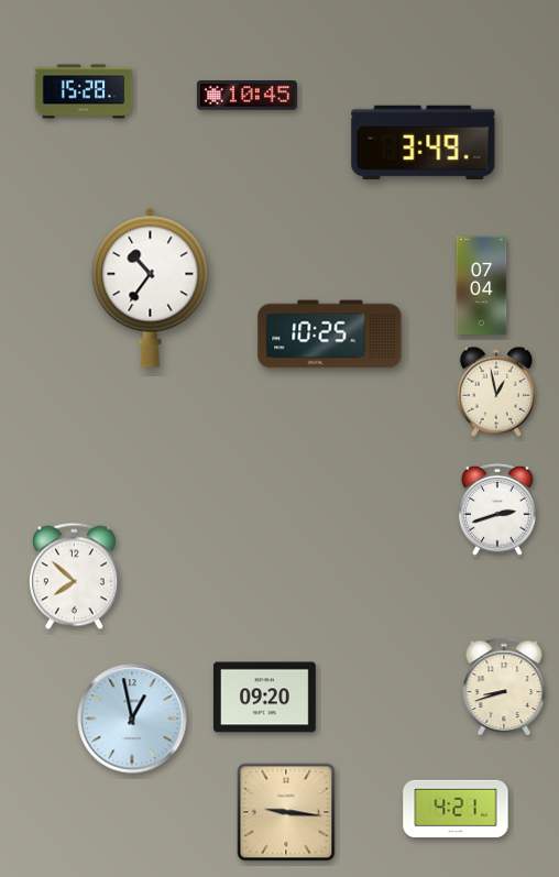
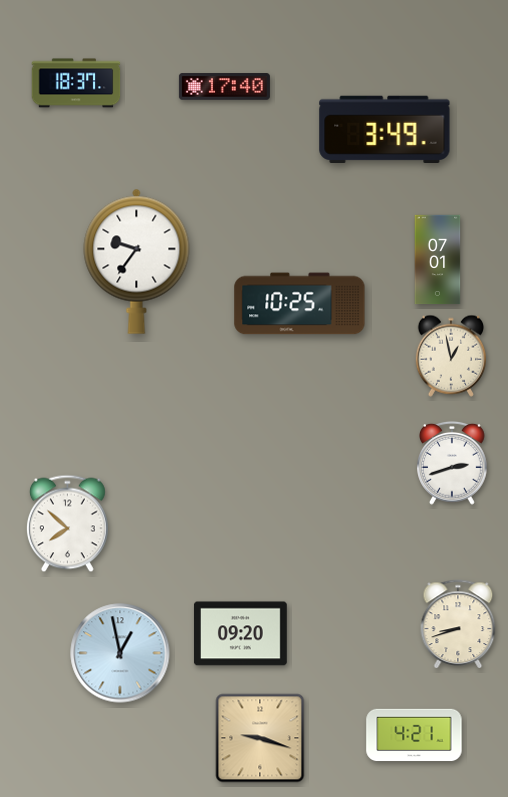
clock at (84, 91): 15:28 -> 18:37
clock at (246, 96): 10:45 -> 17:40
clock at (482, 286): 07:04 -> 07:01
clock at (151, 287): 10:36 -> 9:36
clock at (286, 812): 9:16 -> 9:18
